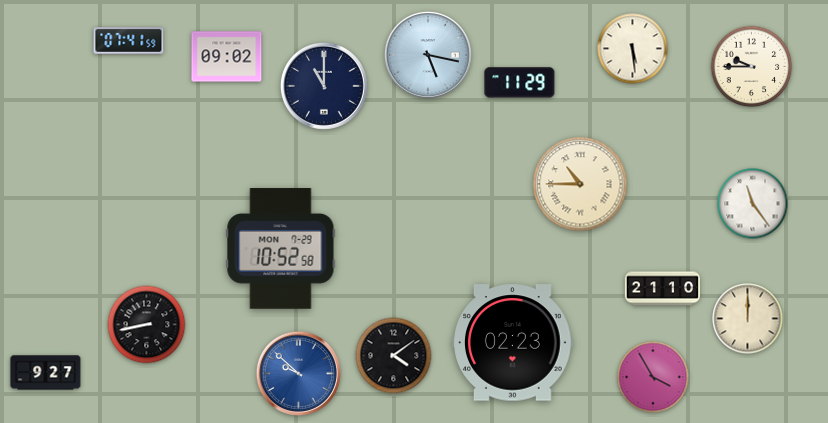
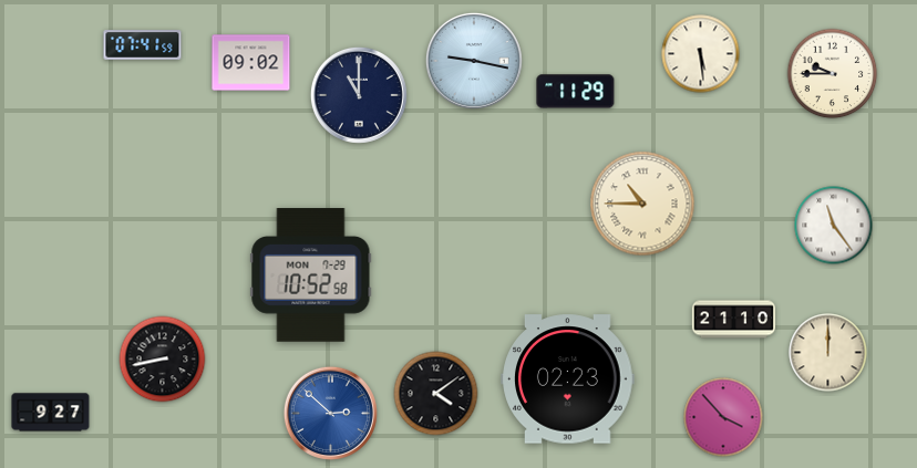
clock at (428, 55): 5:17 -> 9:17
clock at (298, 373): 9:52 -> 2:52
clock at (653, 377): 3:55 -> 3:53
